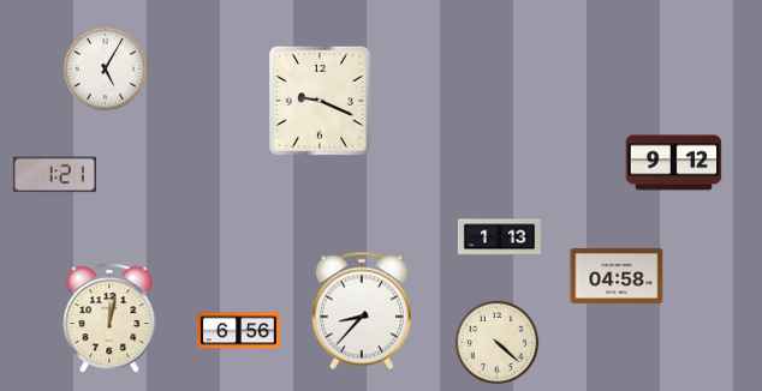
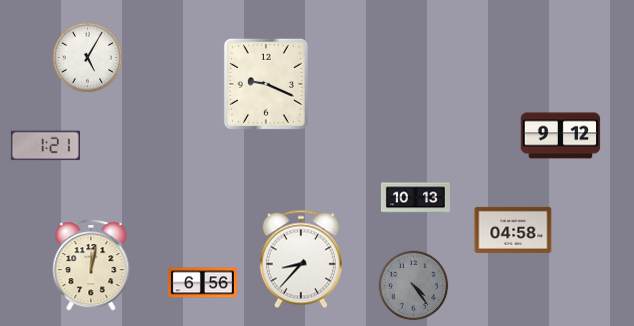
clock at (499, 237): 1:13 -> 10:13
clock at (238, 331) position: (238, 331) -> (202, 283)
clock at (498, 343): 4:22 -> 4:24
clock at (498, 343) dial: cream -> grey
